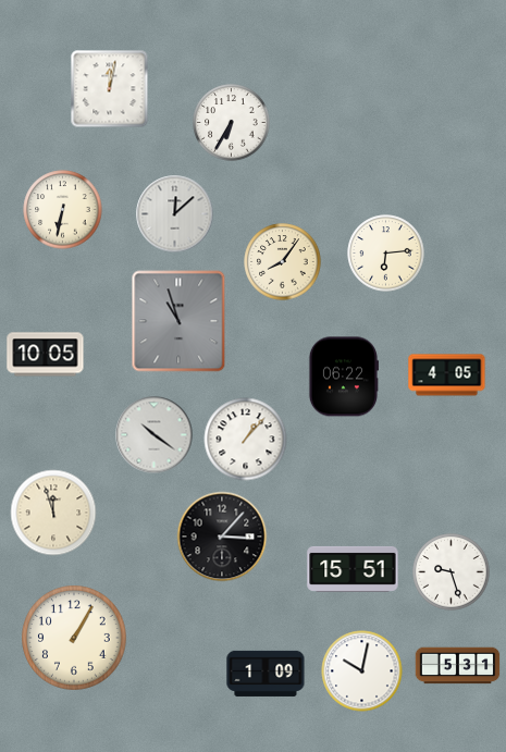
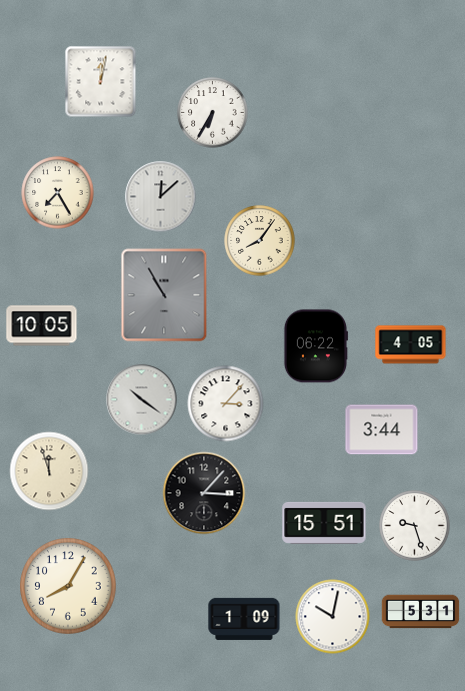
clock at (63, 210): 6:32 -> 7:25
clock at (386, 254): 6:14 -> none
clock at (178, 321): 10:57 -> 10:55
clock at (246, 440): 1:07 -> 3:07
clock at (382, 430): none -> 3:44
clock at (74, 638): 1:05 -> 8:05
